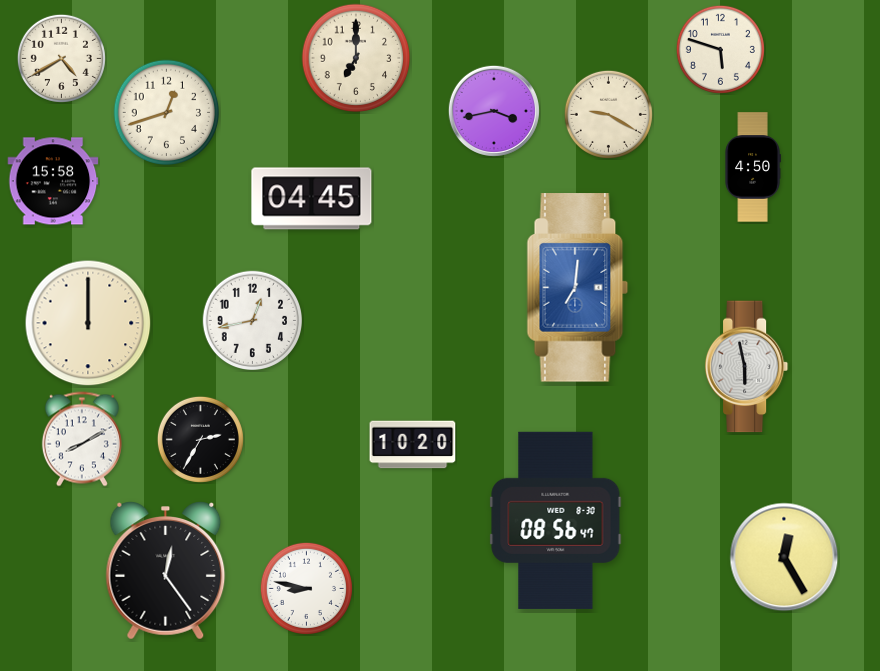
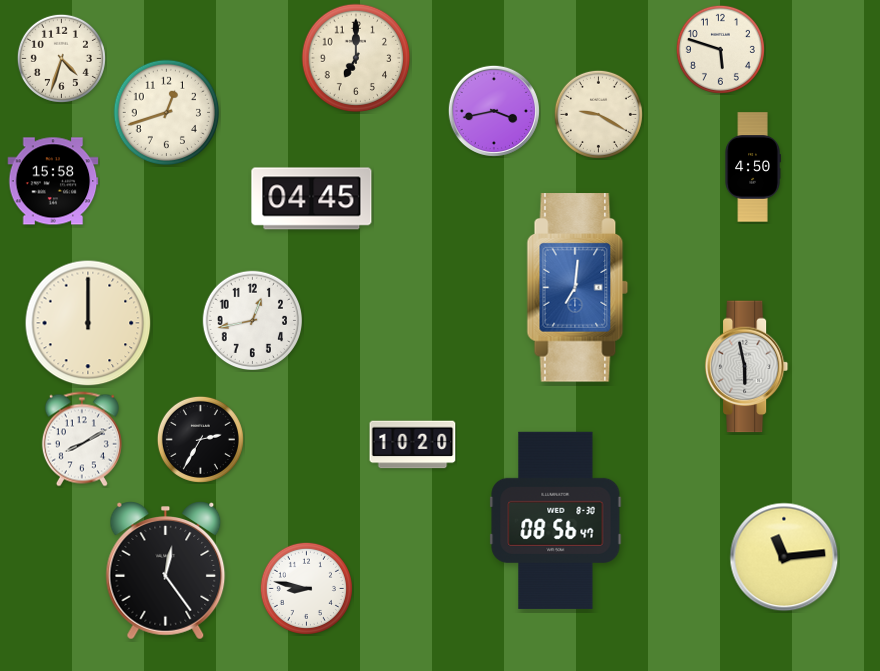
clock at (61, 58): 4:40 -> 4:33
clock at (608, 114) position: (608, 114) -> (598, 114)
clock at (784, 557): 12:25 -> 11:14
